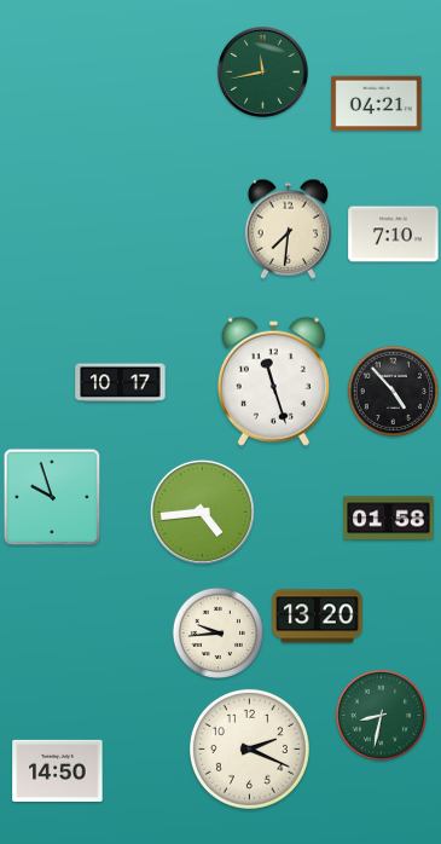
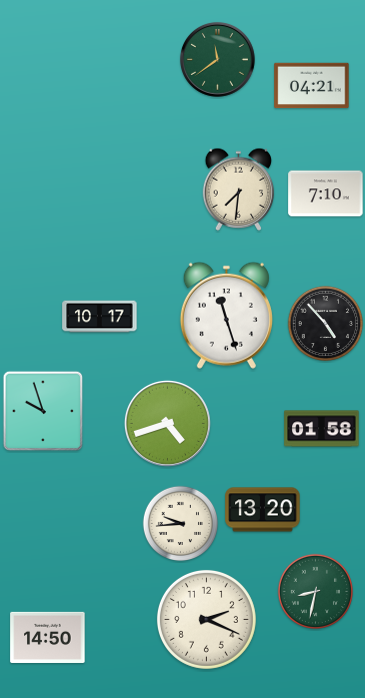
clock at (262, 71): 11:43 -> 11:39
clock at (202, 511): 4:44 -> 4:42
